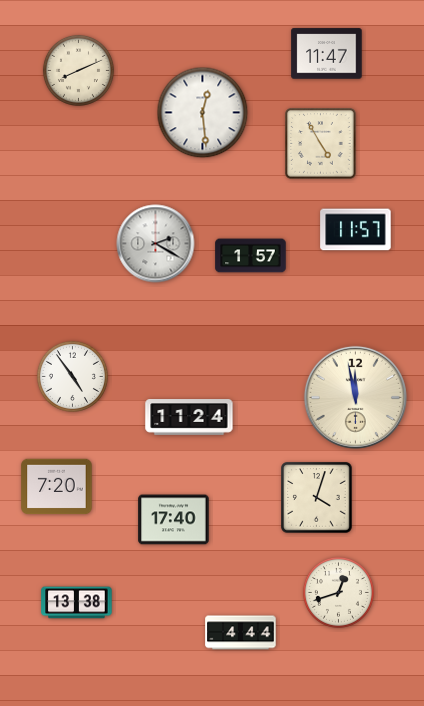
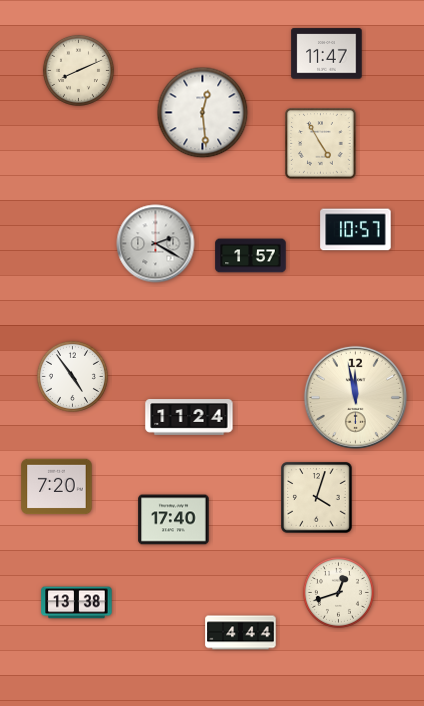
clock at (356, 230): 11:57 -> 10:57
